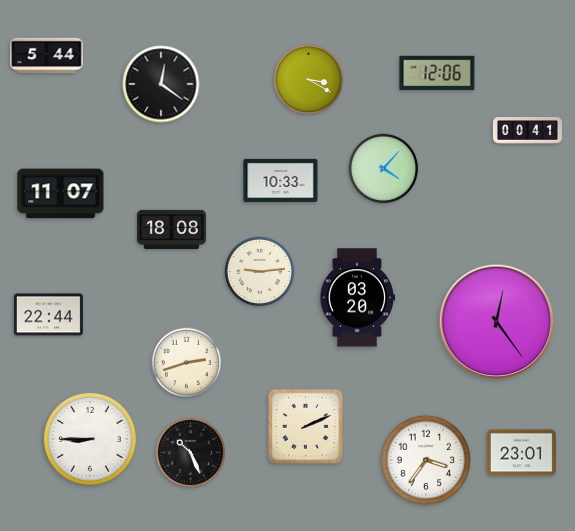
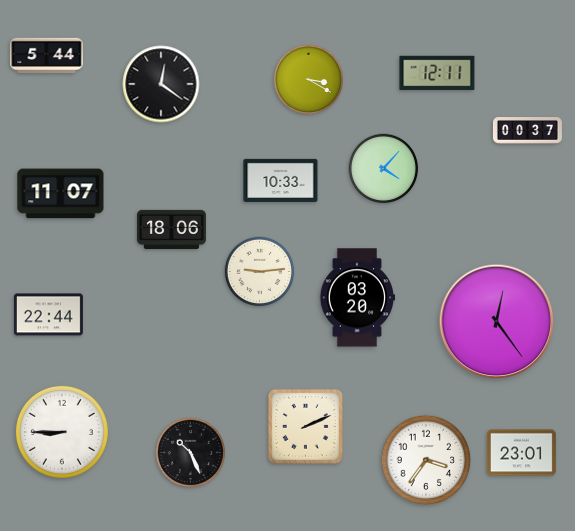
clock at (437, 73): 12:06 -> 12:11
clock at (527, 131): 00:41 -> 00:37
clock at (171, 229): 18:08 -> 18:06
clock at (187, 363): 2:42 -> none
clock at (90, 439) position: (90, 439) -> (62, 432)
